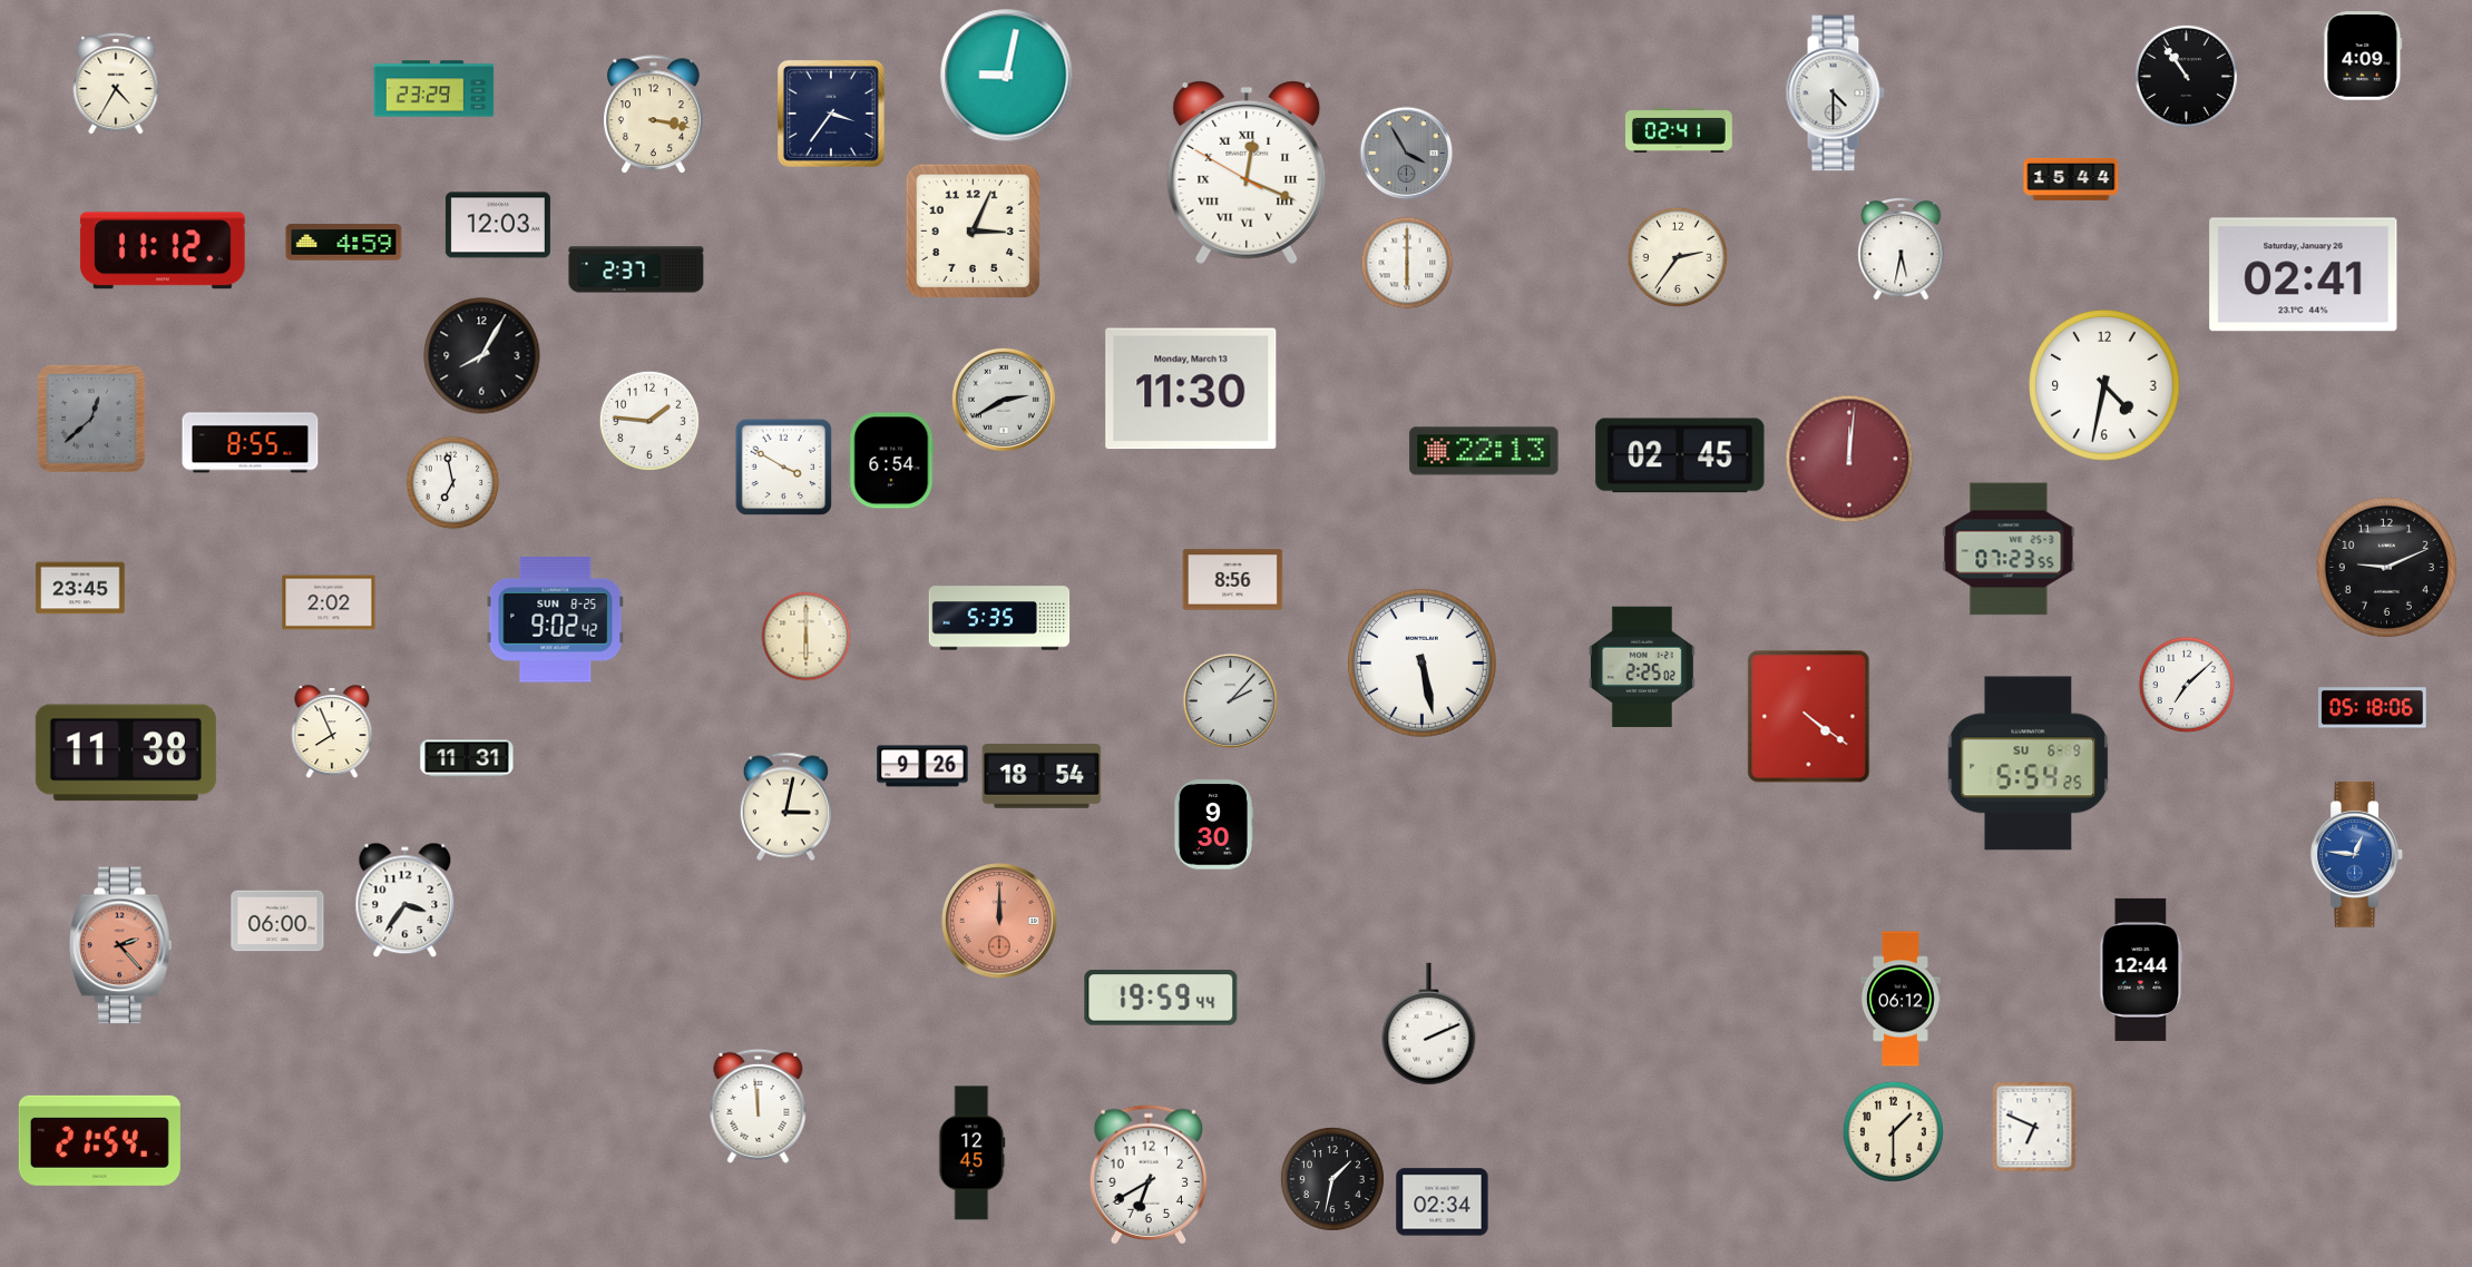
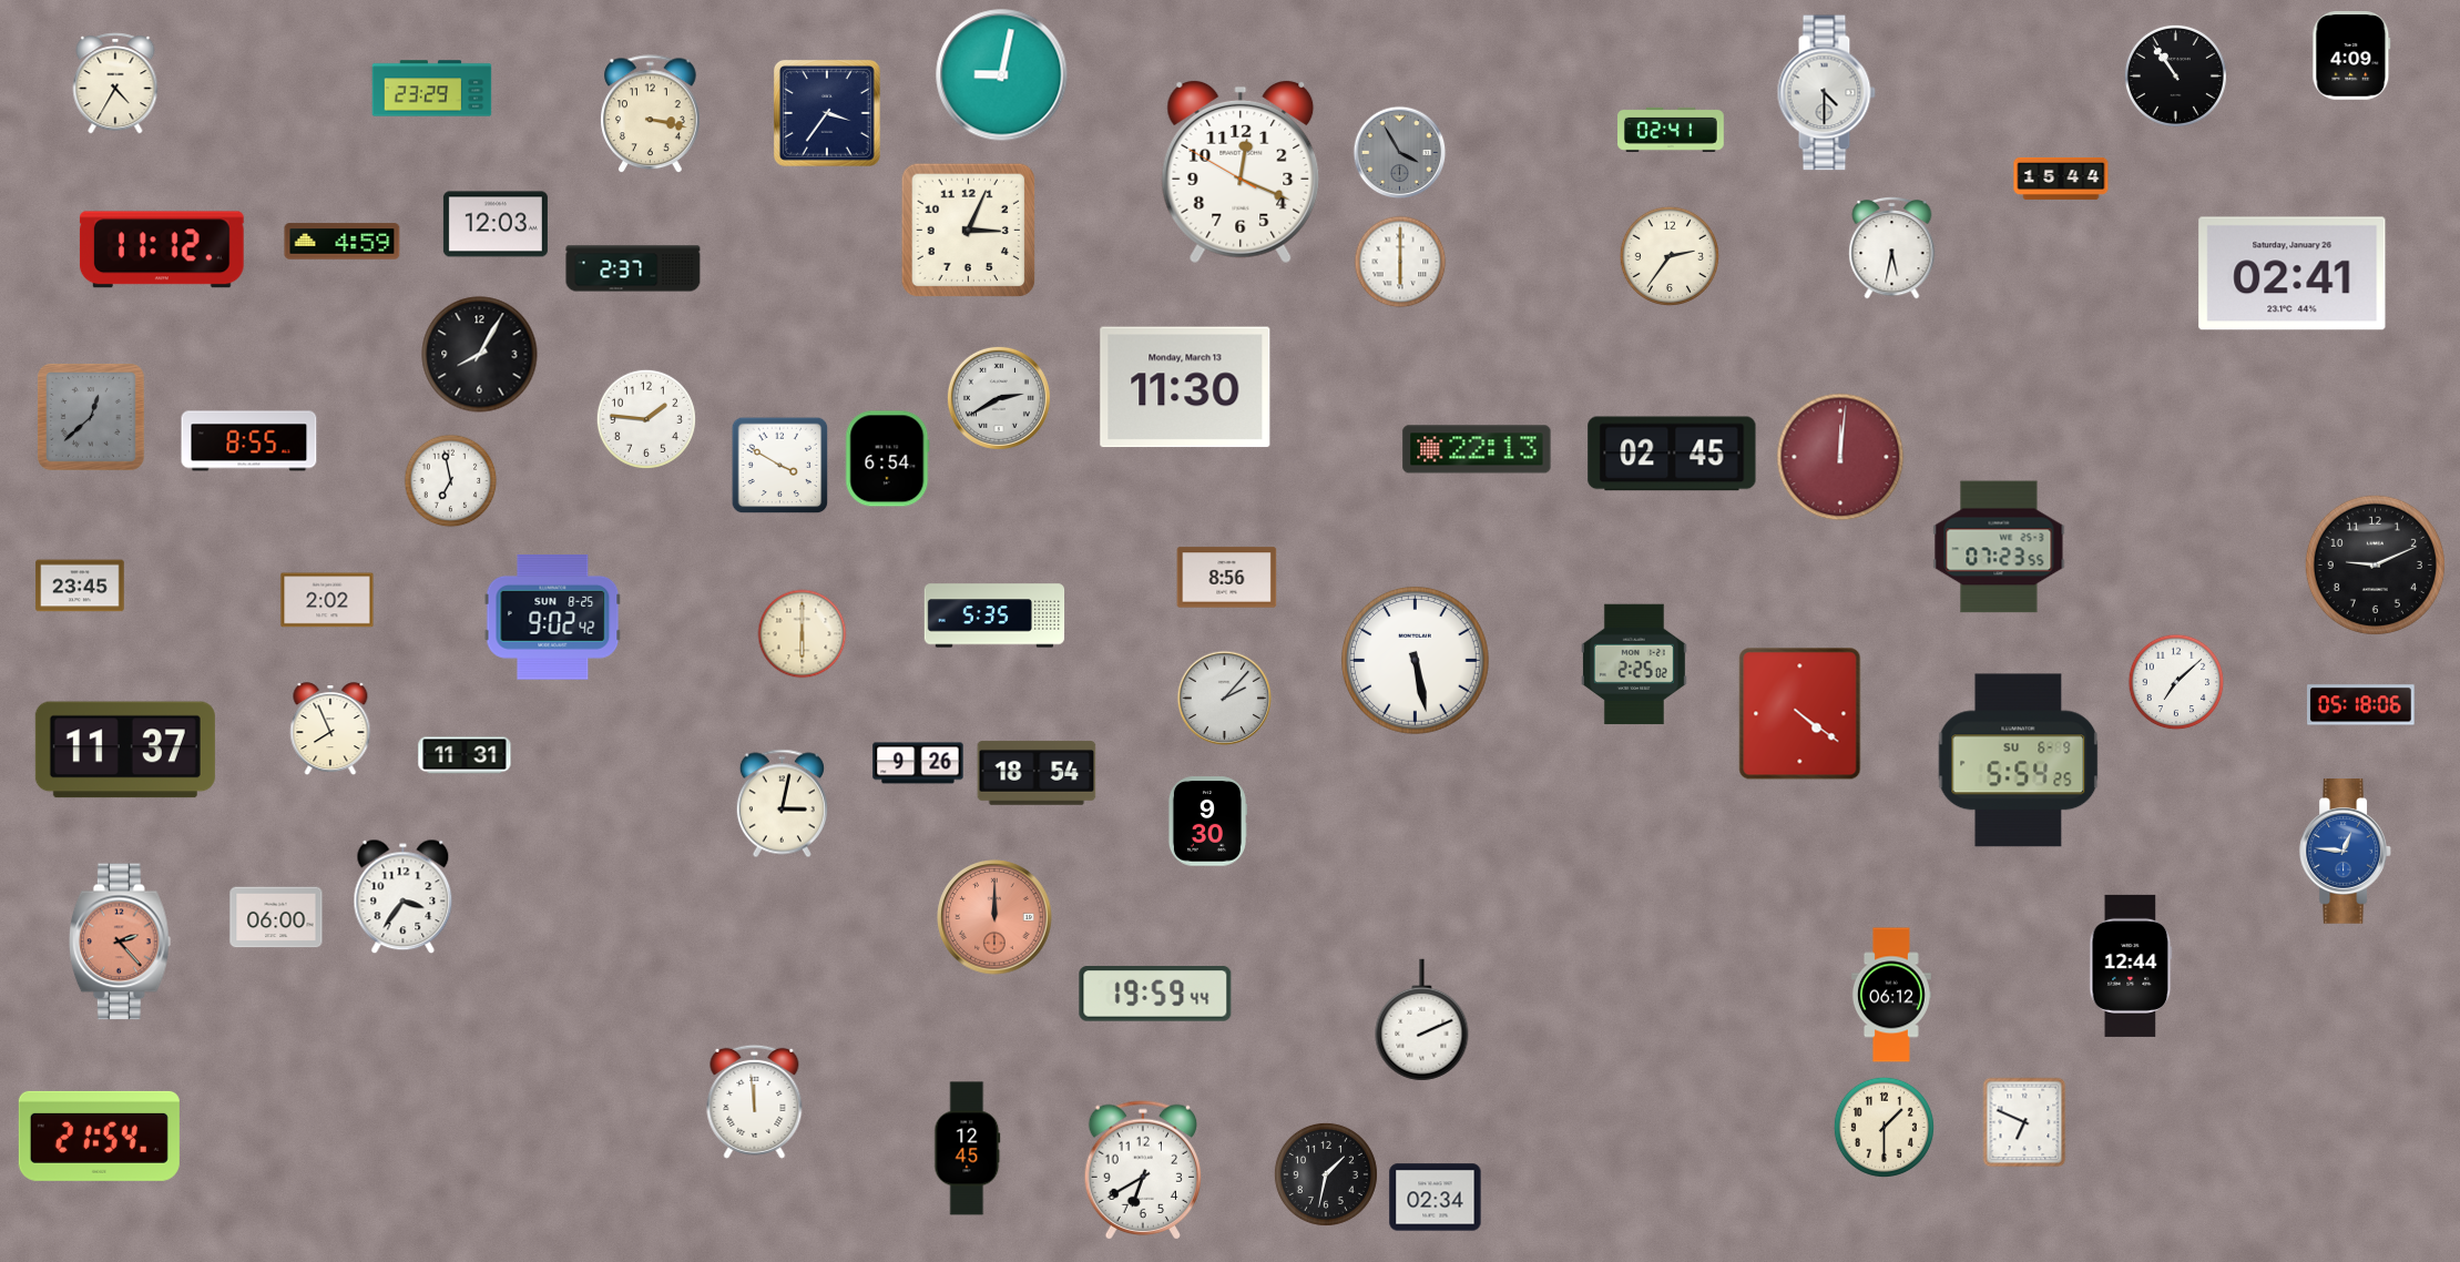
clock at (1247, 173) numerals: Roman -> Arabic
clock at (2104, 385): 4:32 -> none
clock at (126, 753): 11:38 -> 11:37
